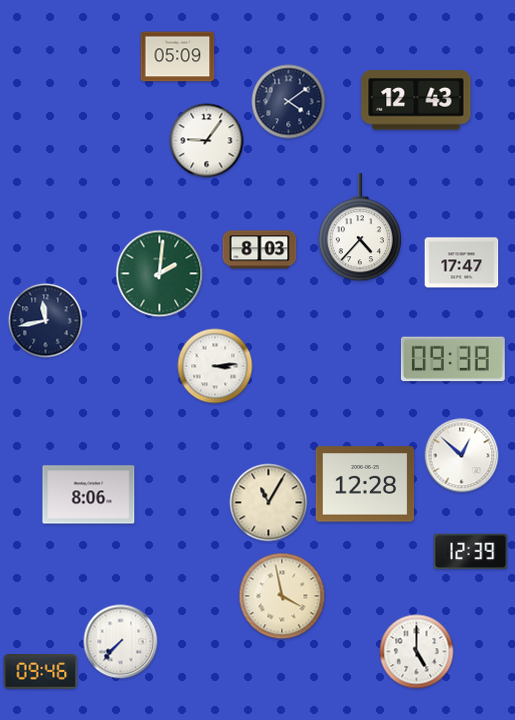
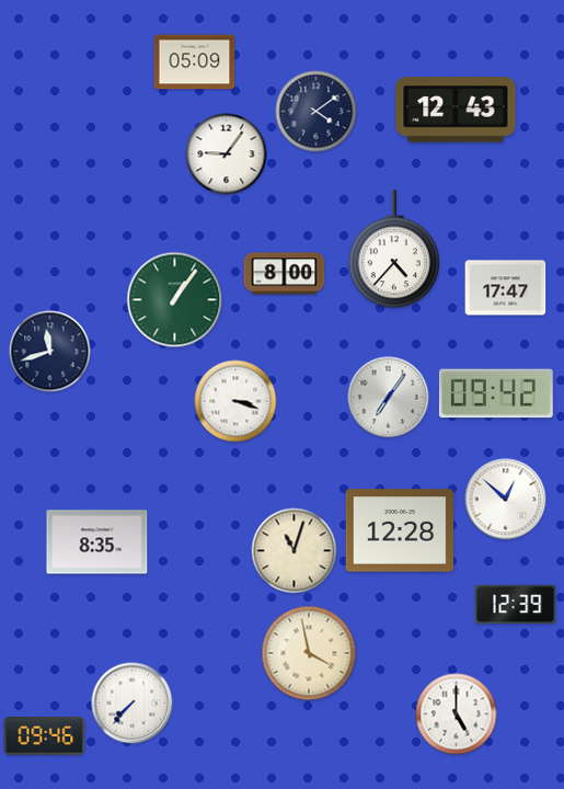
clock at (260, 250): 8:03 -> 8:00
clock at (160, 274): 2:01 -> 1:06
clock at (46, 321): 11:43 -> 11:42
clock at (453, 359): 09:38 -> 09:42
clock at (389, 398): none -> 7:06
clock at (215, 366): 3:14 -> 3:18
clock at (89, 495): 8:06 -> 8:35
clock at (269, 503): 11:05 -> 11:03
